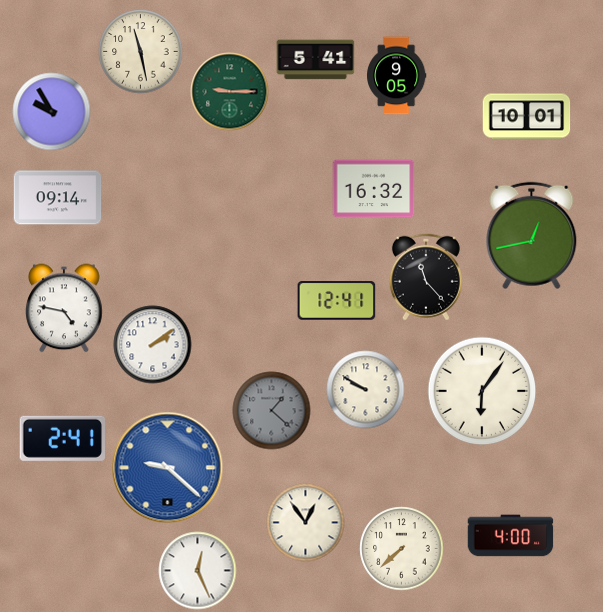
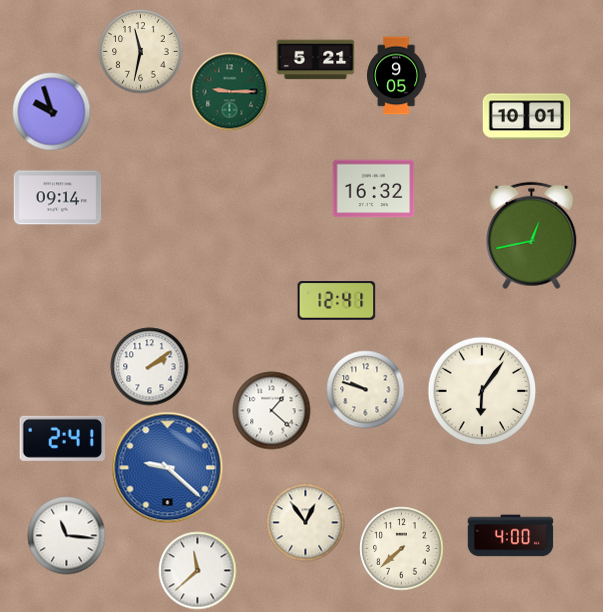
clock at (140, 51): 11:28 -> 11:32
clock at (315, 60): 5:41 -> 5:21
clock at (51, 111): 9:55 -> 9:57
clock at (426, 277): 11:23 -> none
clock at (64, 308): 4:47 -> none
clock at (152, 344) position: (152, 344) -> (149, 366)
clock at (365, 389): 9:50 -> 9:48
clock at (271, 410) dial: grey -> white
clock at (66, 535): none -> 11:16
clock at (197, 570): 12:26 -> 11:38
